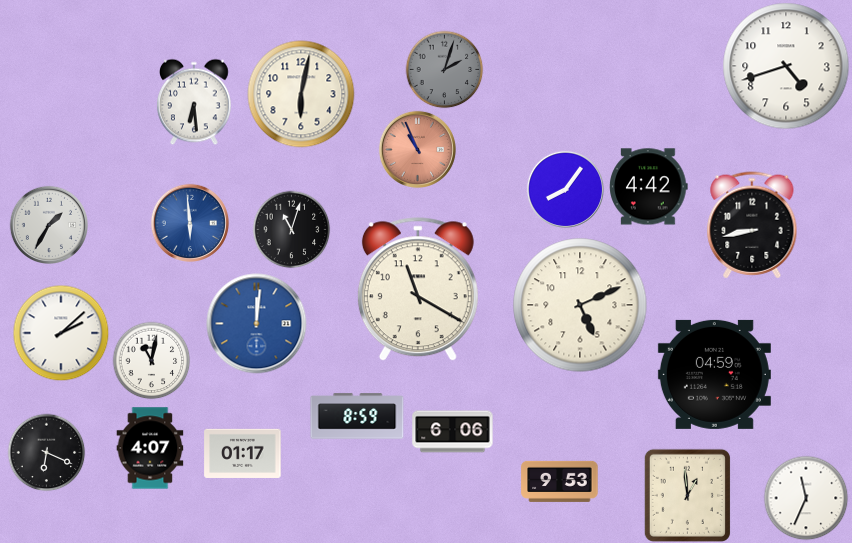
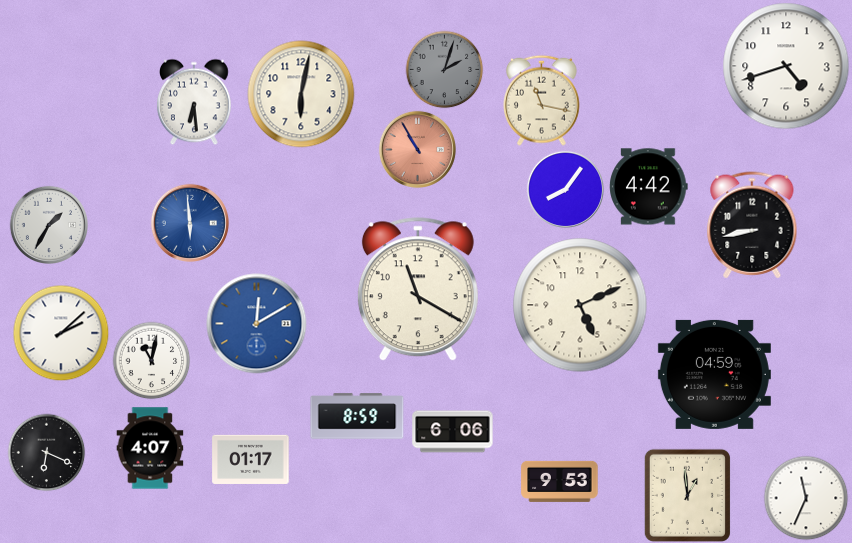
clock at (542, 100): none -> 11:17
clock at (417, 149): 10:56 -> 10:55
clock at (291, 229): 11:03 -> none
clock at (257, 324): 12:01 -> 12:10
clock at (243, 453) position: (243, 453) -> (251, 459)
